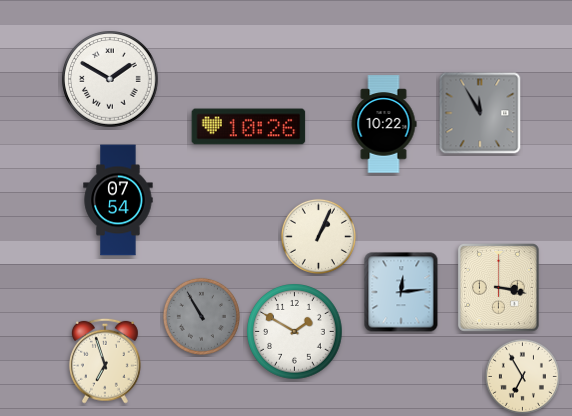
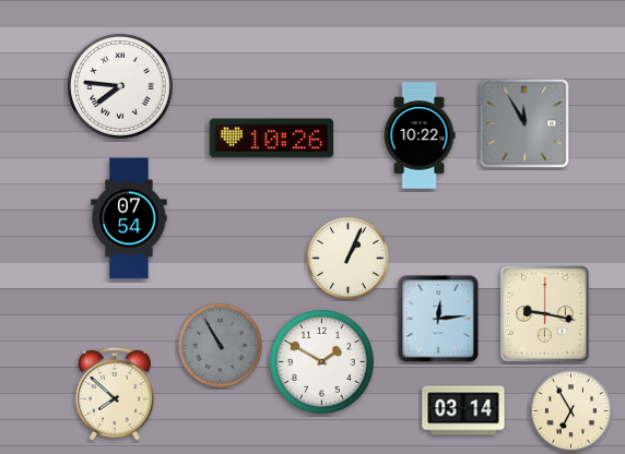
clock at (110, 79): 1:50 -> 7:46
clock at (498, 287): 3:17 -> 9:17
clock at (105, 361): 6:57 -> 7:52
clock at (463, 410): none -> 03:14
